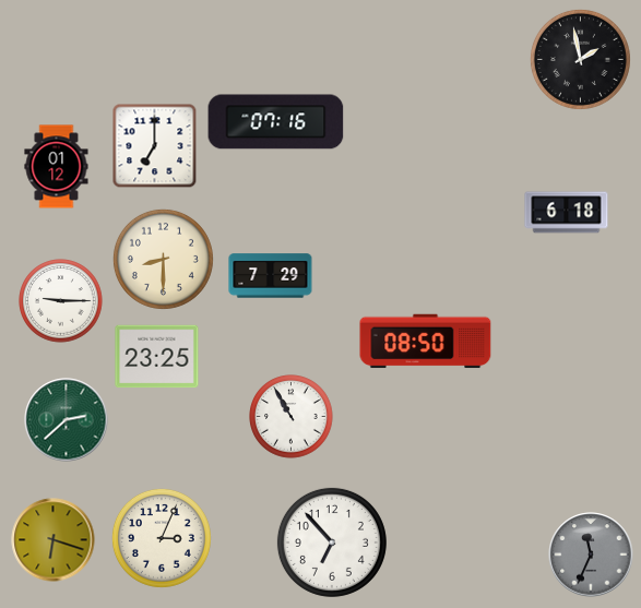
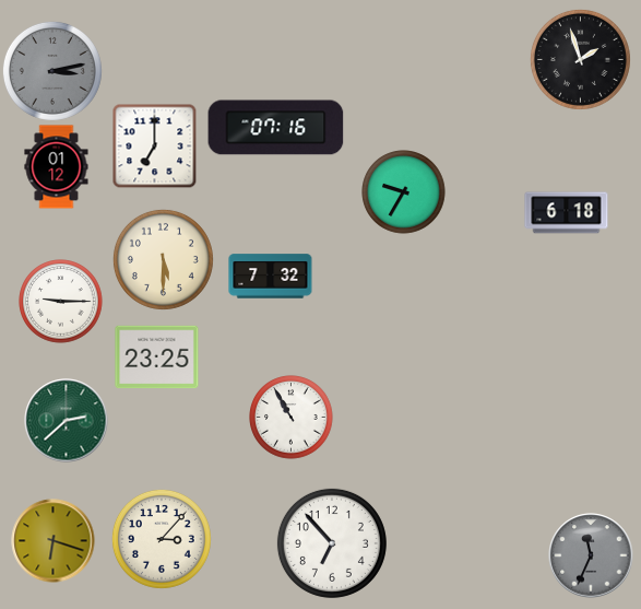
clock at (580, 59): 1:58 -> 1:57
clock at (52, 71): none -> 3:13
clock at (276, 122) position: (276, 122) -> (276, 128)
clock at (404, 192): none -> 9:35
clock at (163, 259): 8:30 -> 5:30
clock at (271, 276): 7:29 -> 7:32
clock at (426, 342): 08:50 -> none
clock at (162, 538): 3:04 -> 3:07
